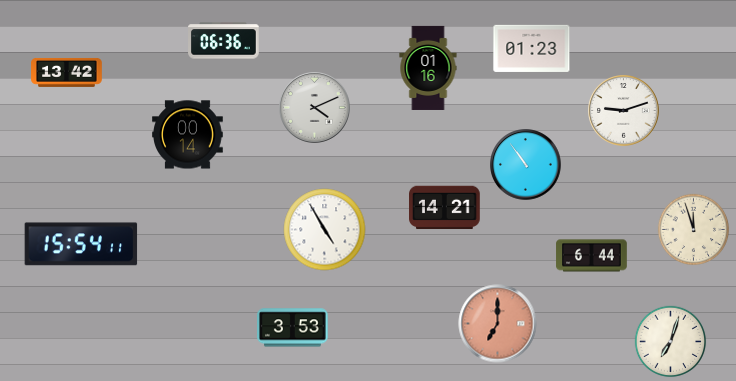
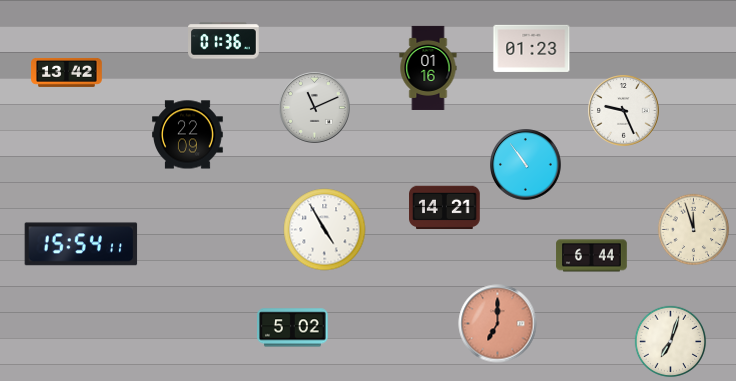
clock at (224, 41): 06:36 -> 01:36
clock at (315, 108): 4:11 -> 11:11
clock at (624, 111): 9:12 -> 9:26
clock at (188, 135): 00:14 -> 22:09
clock at (293, 328): 3:53 -> 5:02
